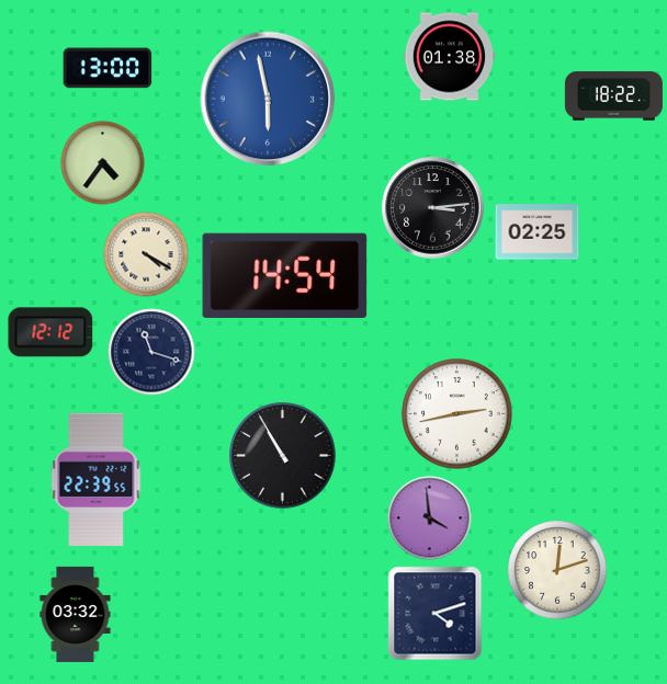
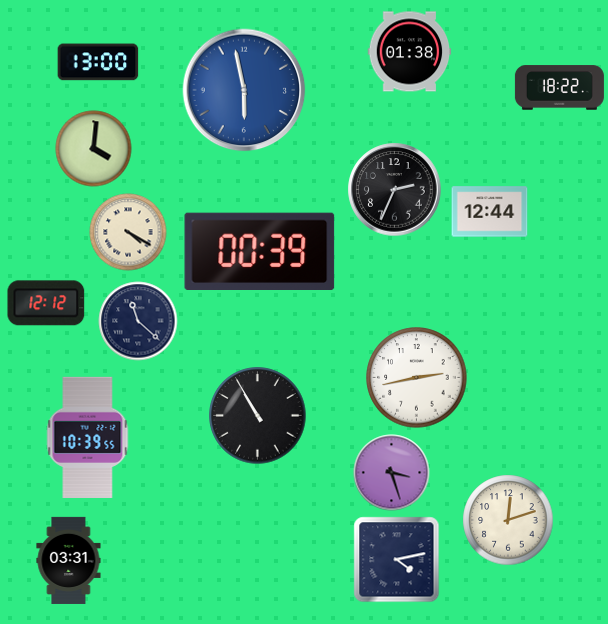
clock at (103, 163): 4:36 -> 4:01
clock at (433, 208): 3:14 -> 2:34
clock at (538, 232): 02:25 -> 12:44
clock at (146, 254) position: (146, 254) -> (128, 232)
clock at (285, 275): 14:54 -> 00:39
clock at (151, 352): 11:18 -> 11:22
clock at (97, 479): 22:39 -> 10:39
clock at (430, 518): 3:59 -> 3:27
clock at (76, 614): 03:32 -> 03:31
clock at (436, 614): 4:12 -> 4:13
